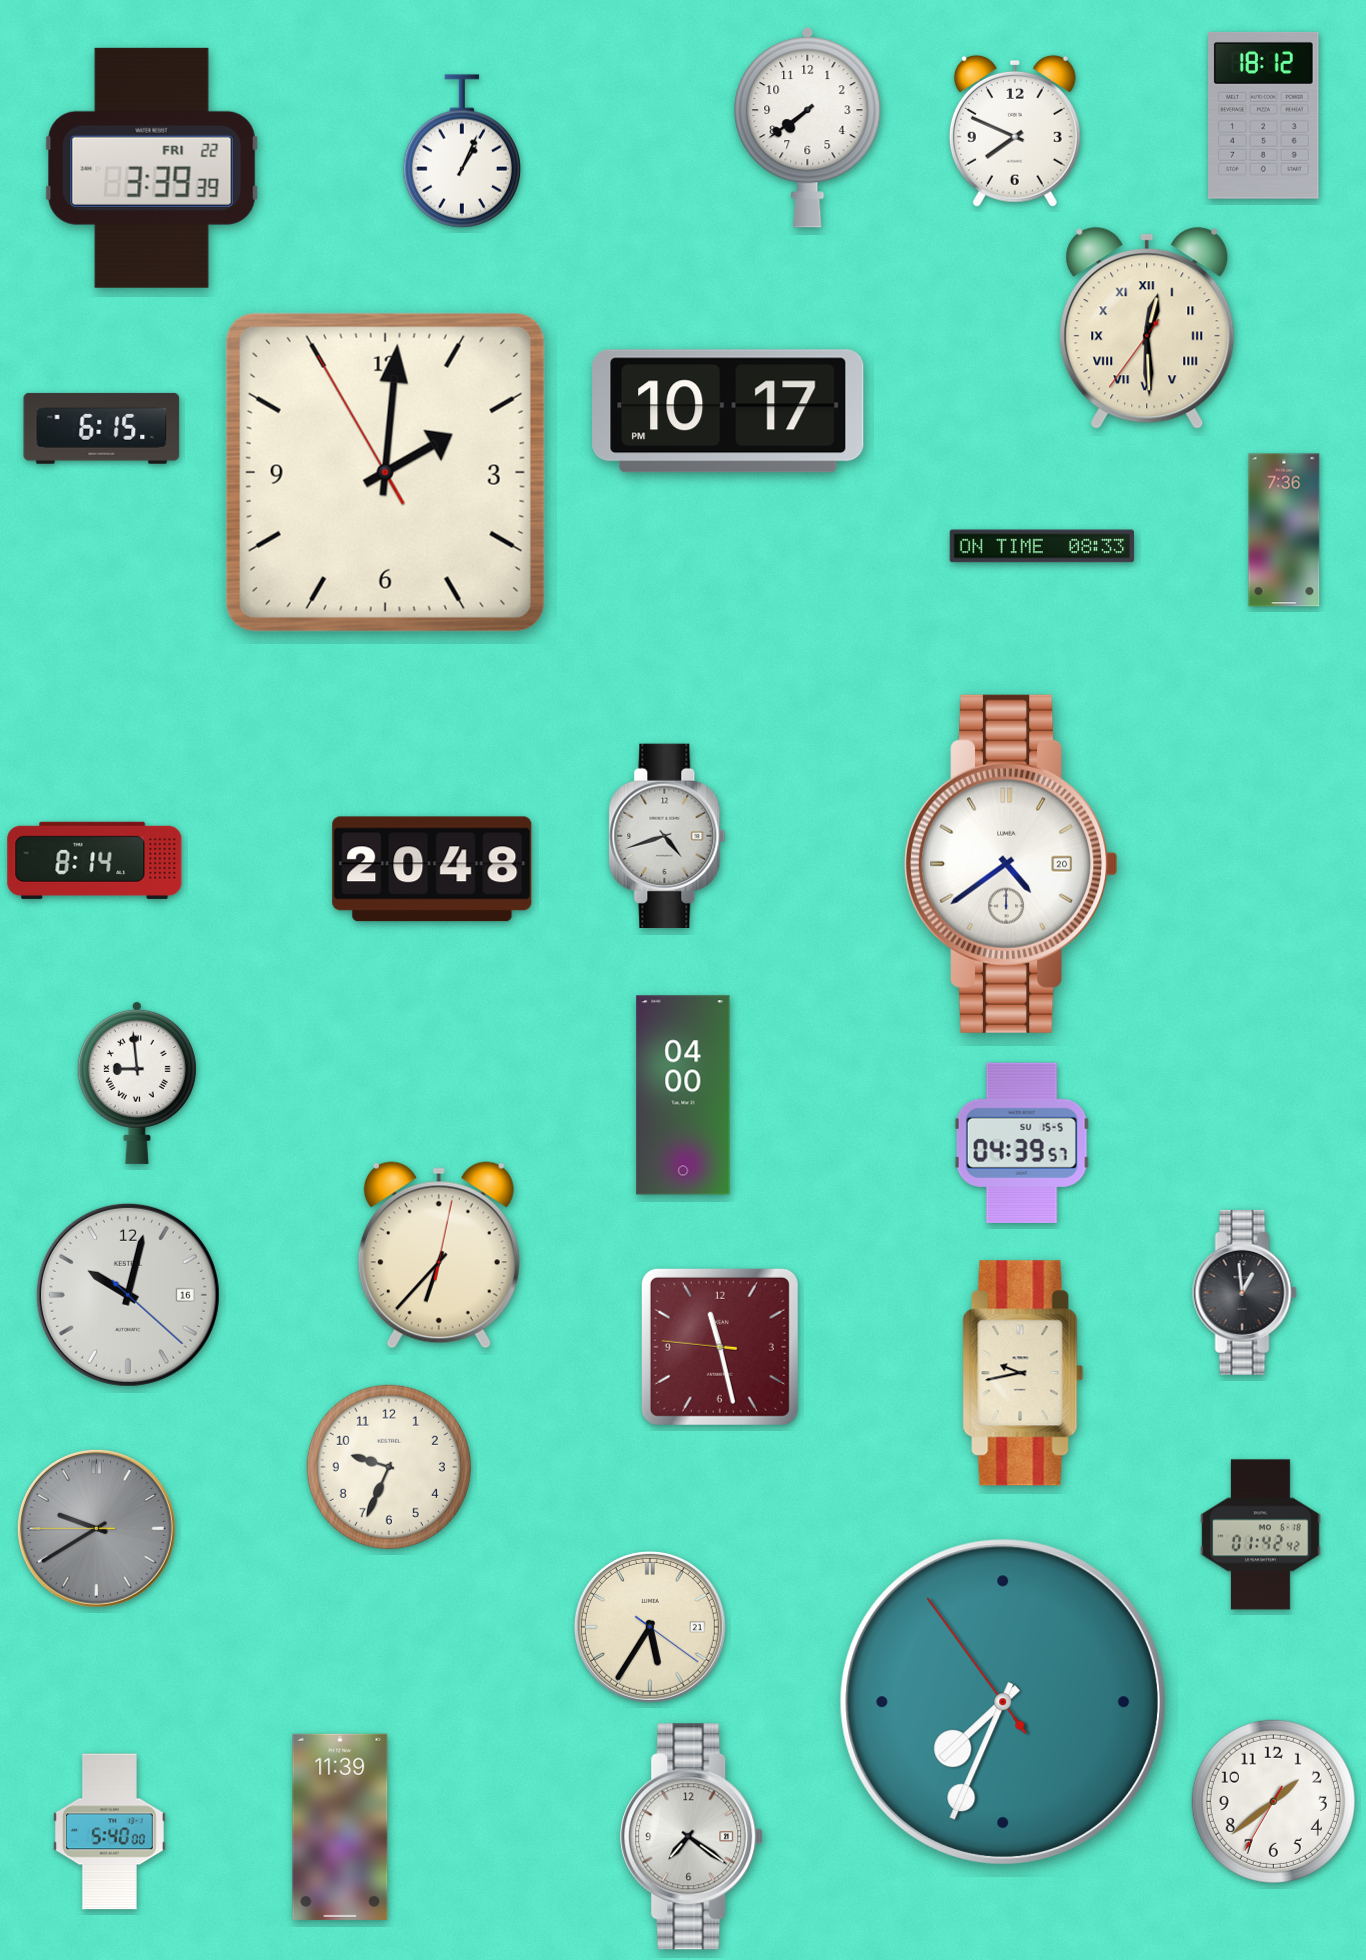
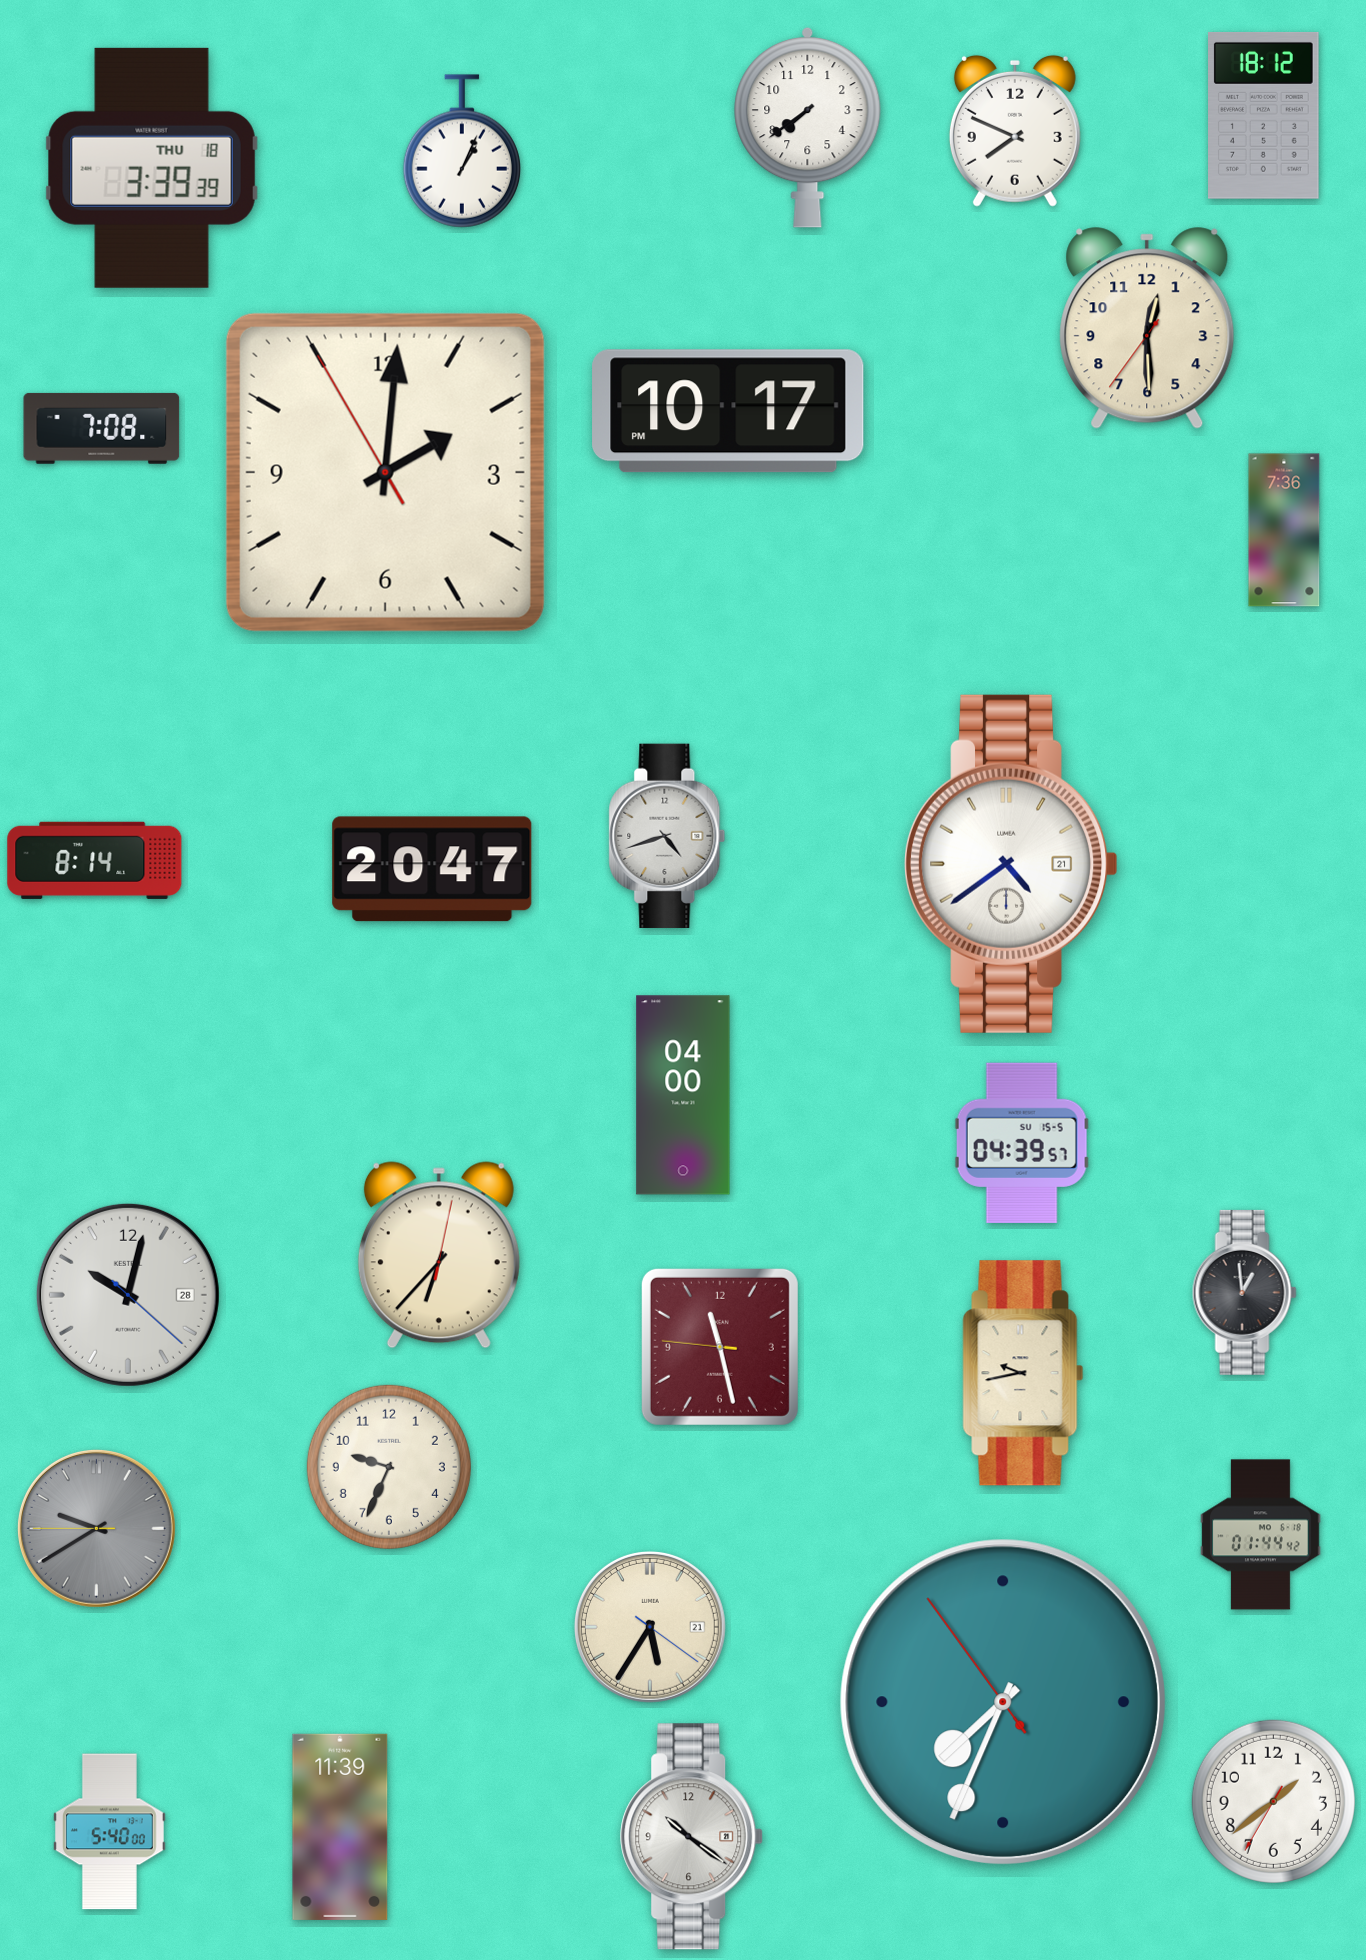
clock at (152, 168) date: FRI 22 -> THU 18
clock at (1147, 328) numerals: Roman -> Arabic
clock at (102, 428): 6:15 -> 7:08
clock at (1042, 546): 08:33 -> none
clock at (1011, 864) date: 20 -> 21
clock at (432, 869): 20:48 -> 20:47
clock at (137, 1082): 8:59 -> none
clock at (128, 1295) date: 16 -> 28
clock at (1261, 1535): 01:42 -> 01:44
clock at (692, 1837): 7:21 -> 10:21
